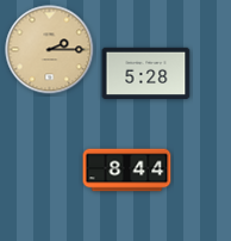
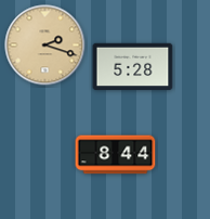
clock at (50, 50): 2:15 -> 2:18
